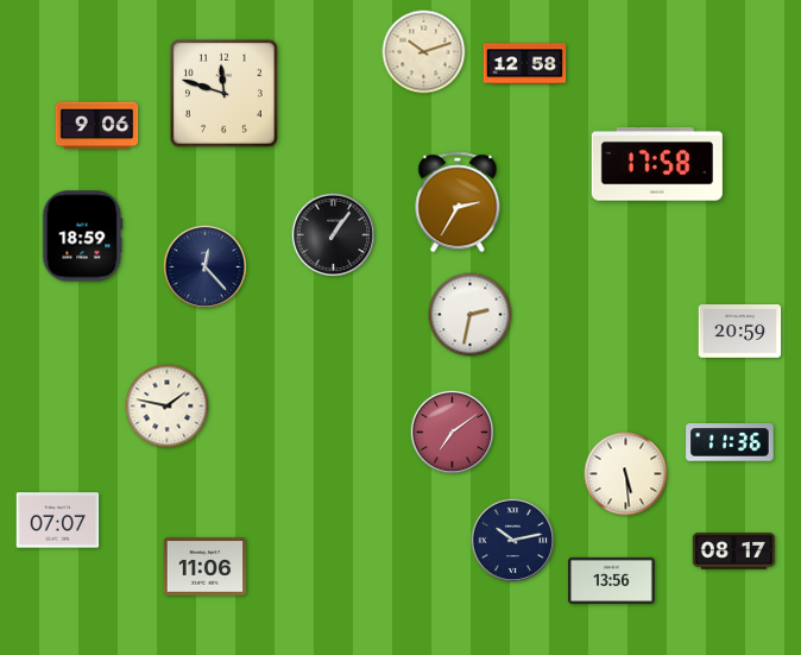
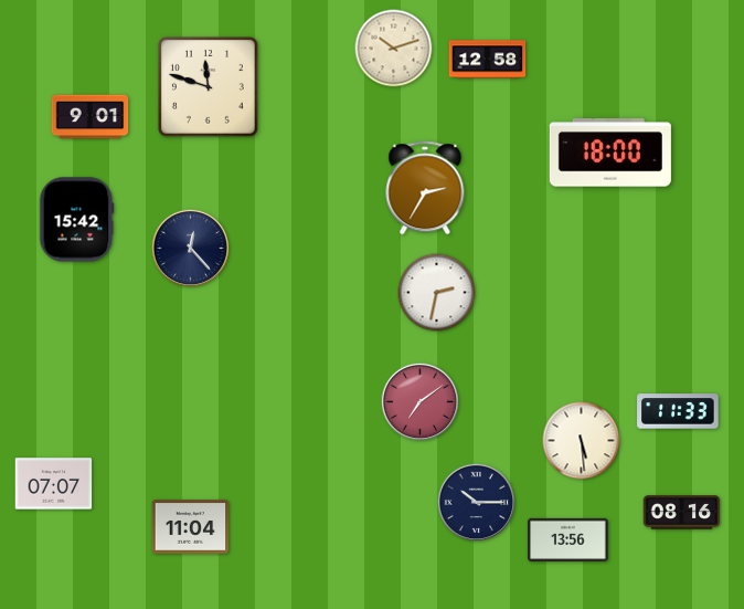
clock at (97, 126): 9:06 -> 9:01
clock at (657, 164): 17:58 -> 18:00
clock at (334, 235): 1:06 -> none
clock at (83, 237): 18:59 -> 15:42
clock at (740, 332): 20:59 -> none
clock at (168, 407): 1:47 -> none
clock at (730, 442): 11:36 -> 11:33
clock at (513, 541): 10:13 -> 10:15
clock at (734, 552): 08:17 -> 08:16
clock at (206, 567): 11:06 -> 11:04
